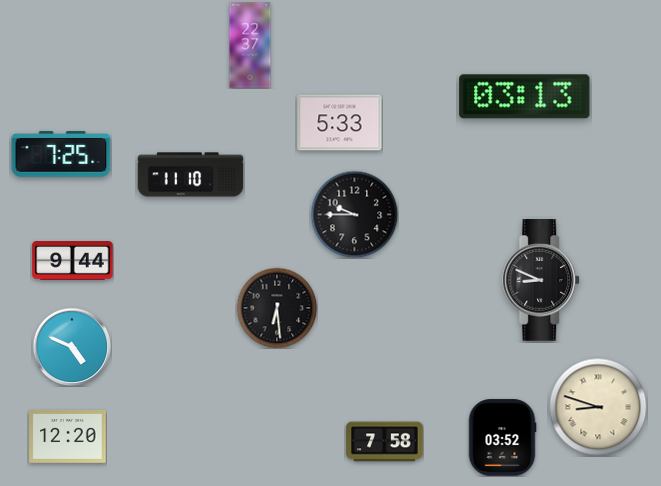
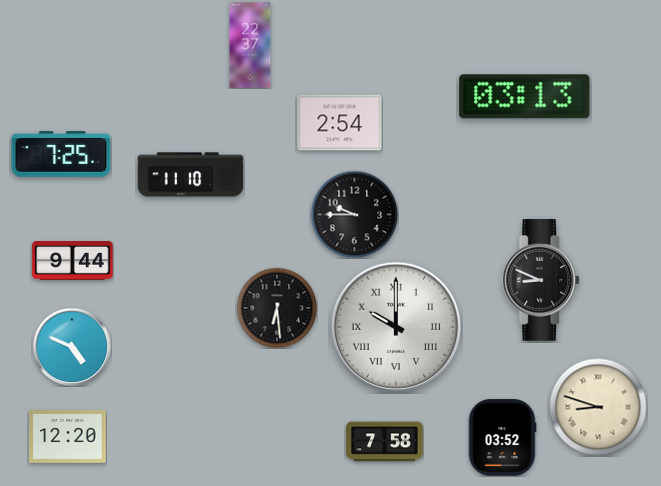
clock at (340, 123): 5:33 -> 2:54
clock at (396, 327): none -> 10:00
